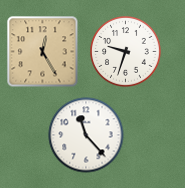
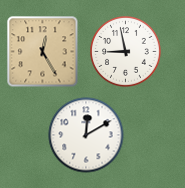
clock at (126, 52): 9:33 -> 8:58
clock at (86, 135): 11:23 -> 12:10
